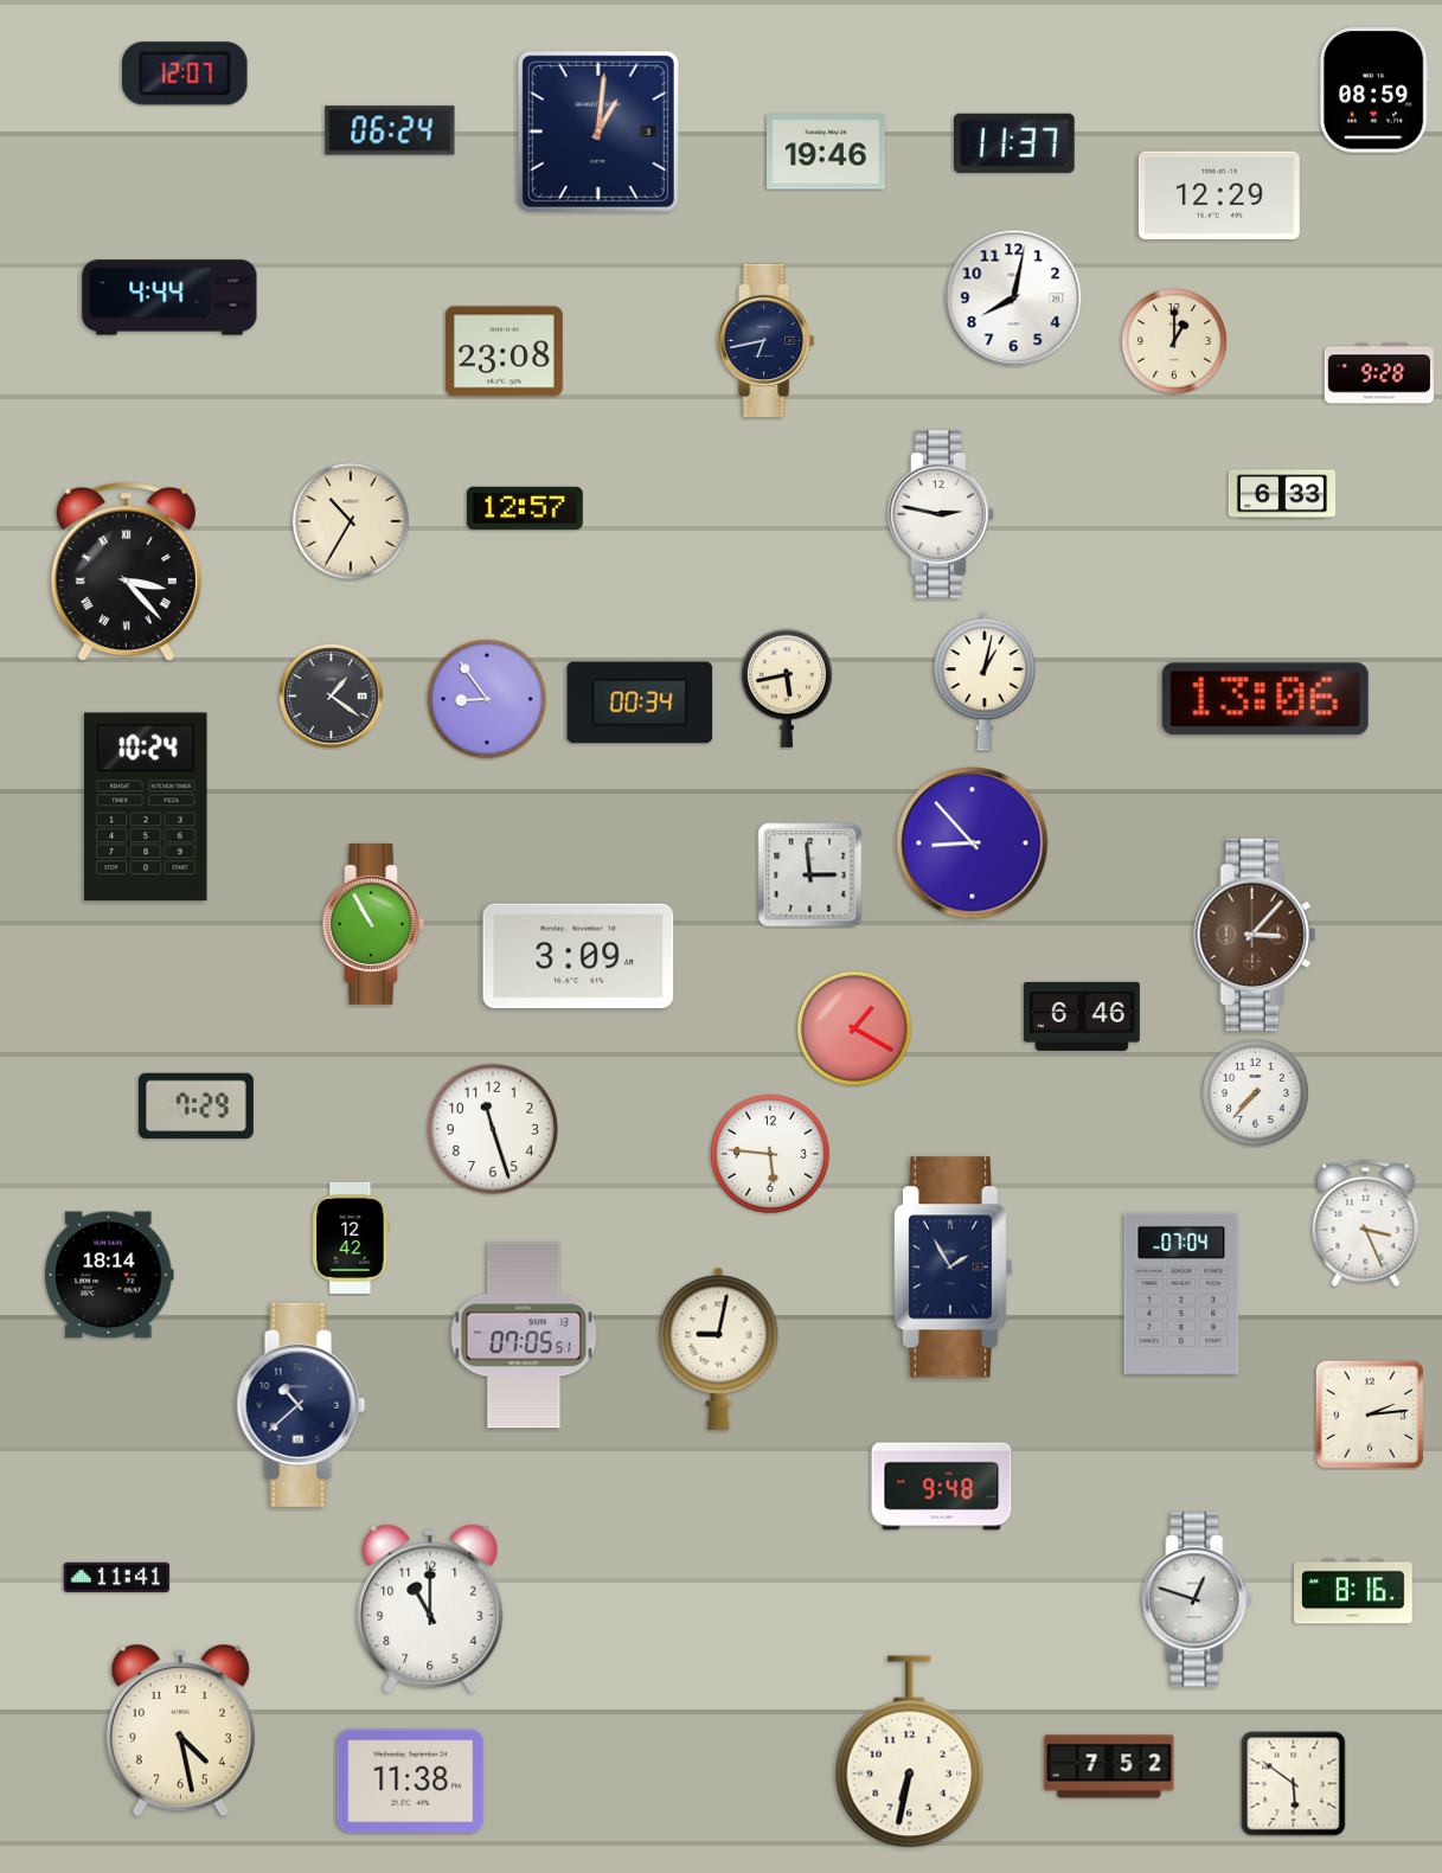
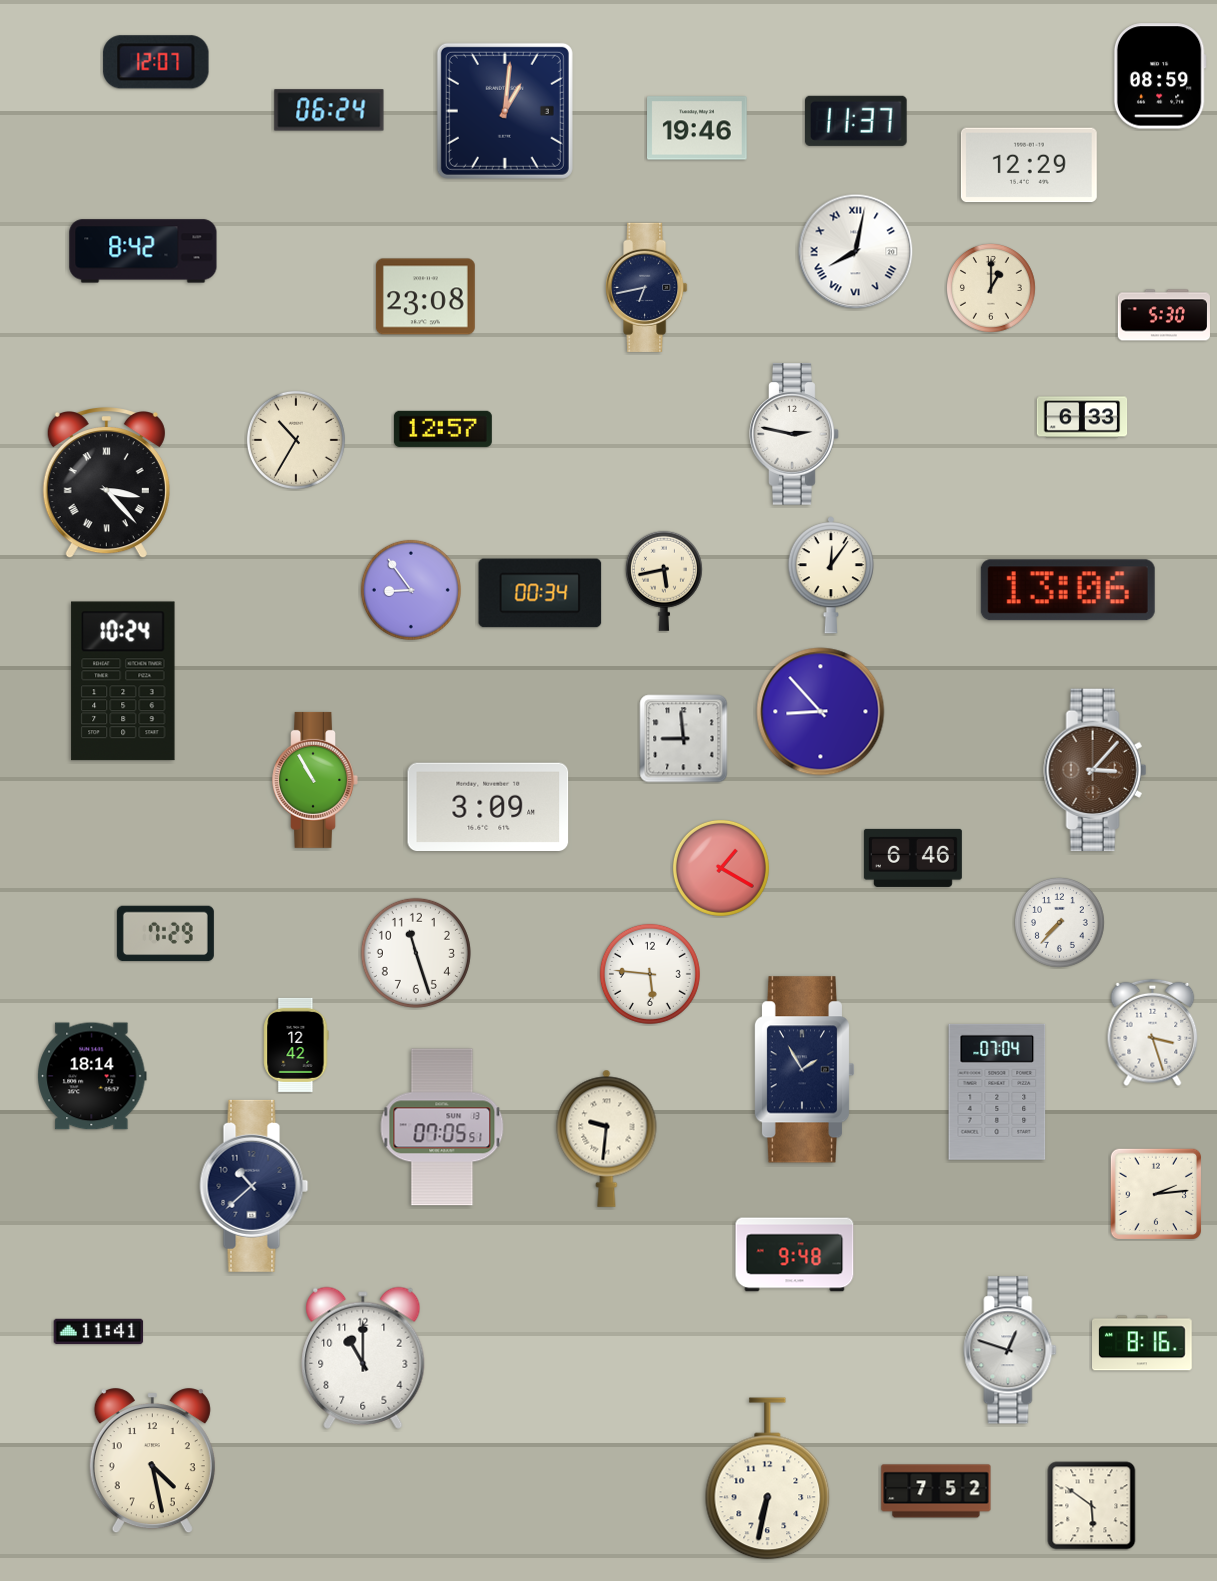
clock at (169, 297): 4:44 -> 8:42
clock at (1014, 299) numerals: Arabic -> Roman
clock at (1379, 373): 9:28 -> 5:30
clock at (985, 681): 1:02 -> 12:06
clock at (332, 697): 1:21 -> none
clock at (810, 875): 2:59 -> 8:59
clock at (1255, 935) position: (1255, 935) -> (1095, 770)
clock at (1366, 1224): 3:26 -> 3:27
clock at (719, 1348): 9:02 -> 9:31
clock at (411, 1782): 11:38 -> none
